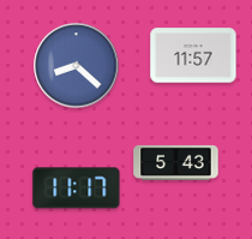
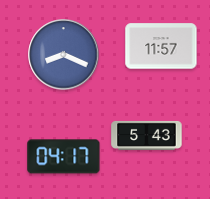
clock at (77, 66): 8:22 -> 8:19
clock at (77, 189): 11:17 -> 04:17
